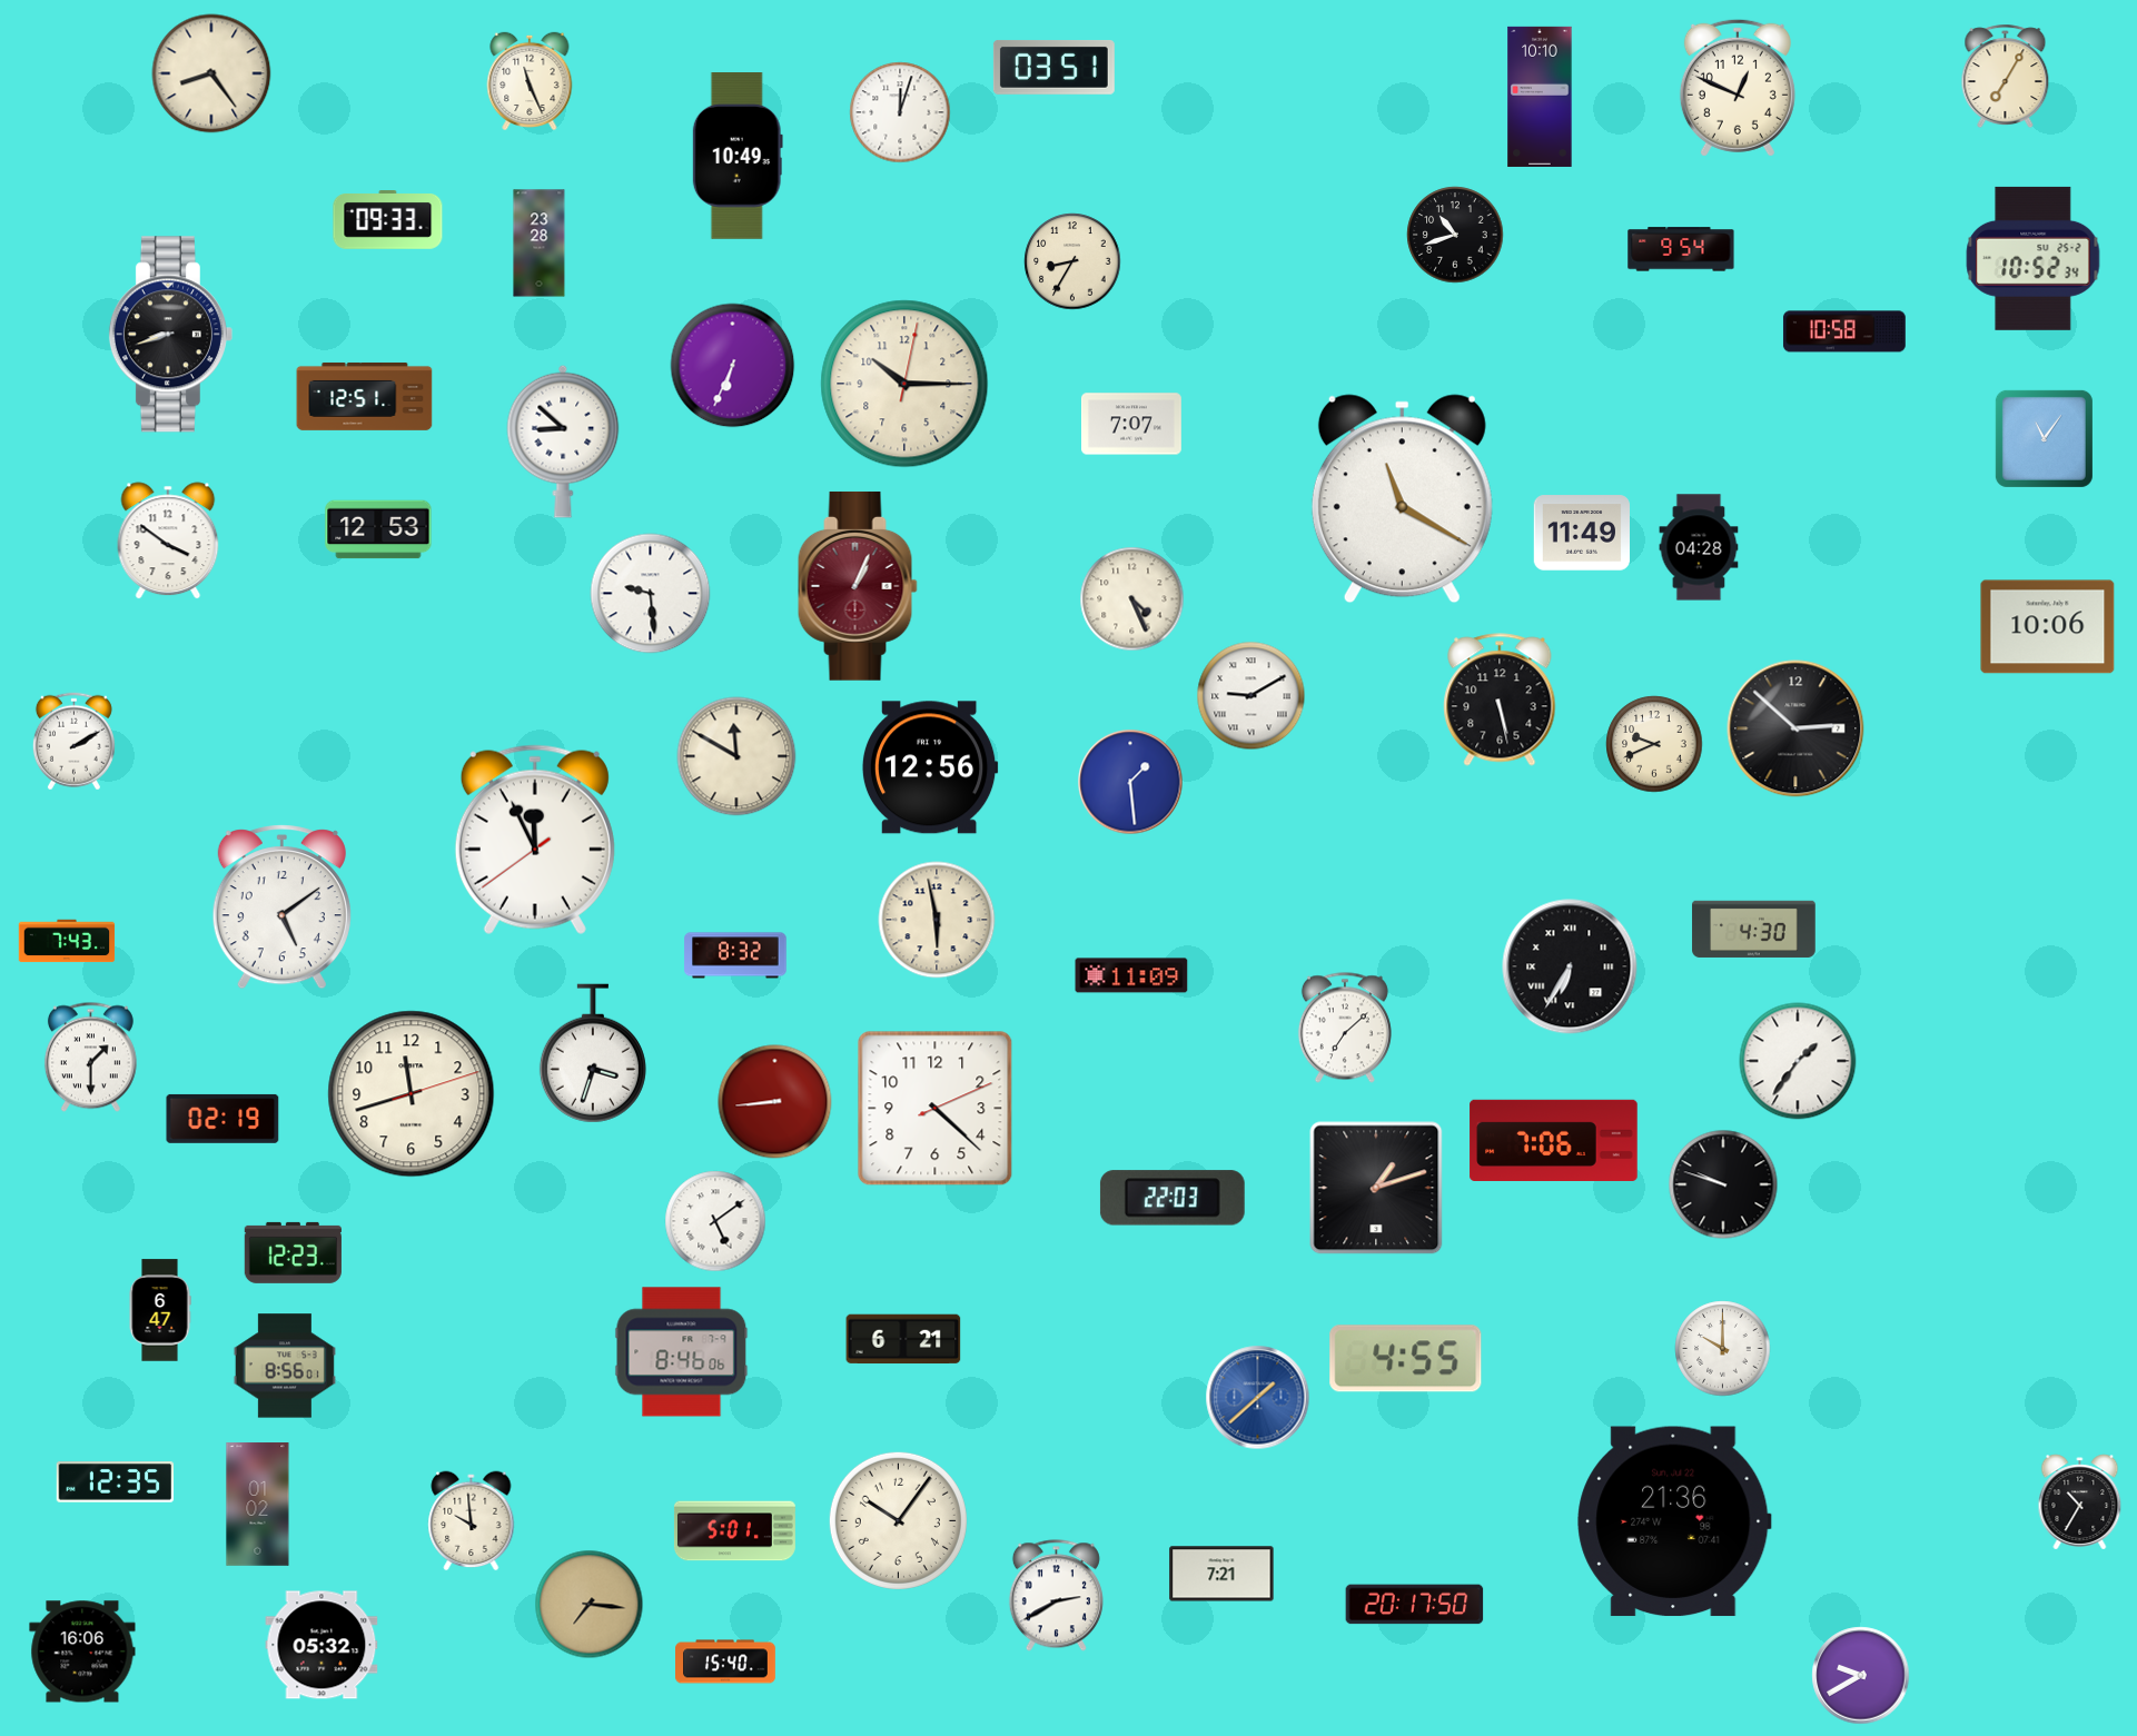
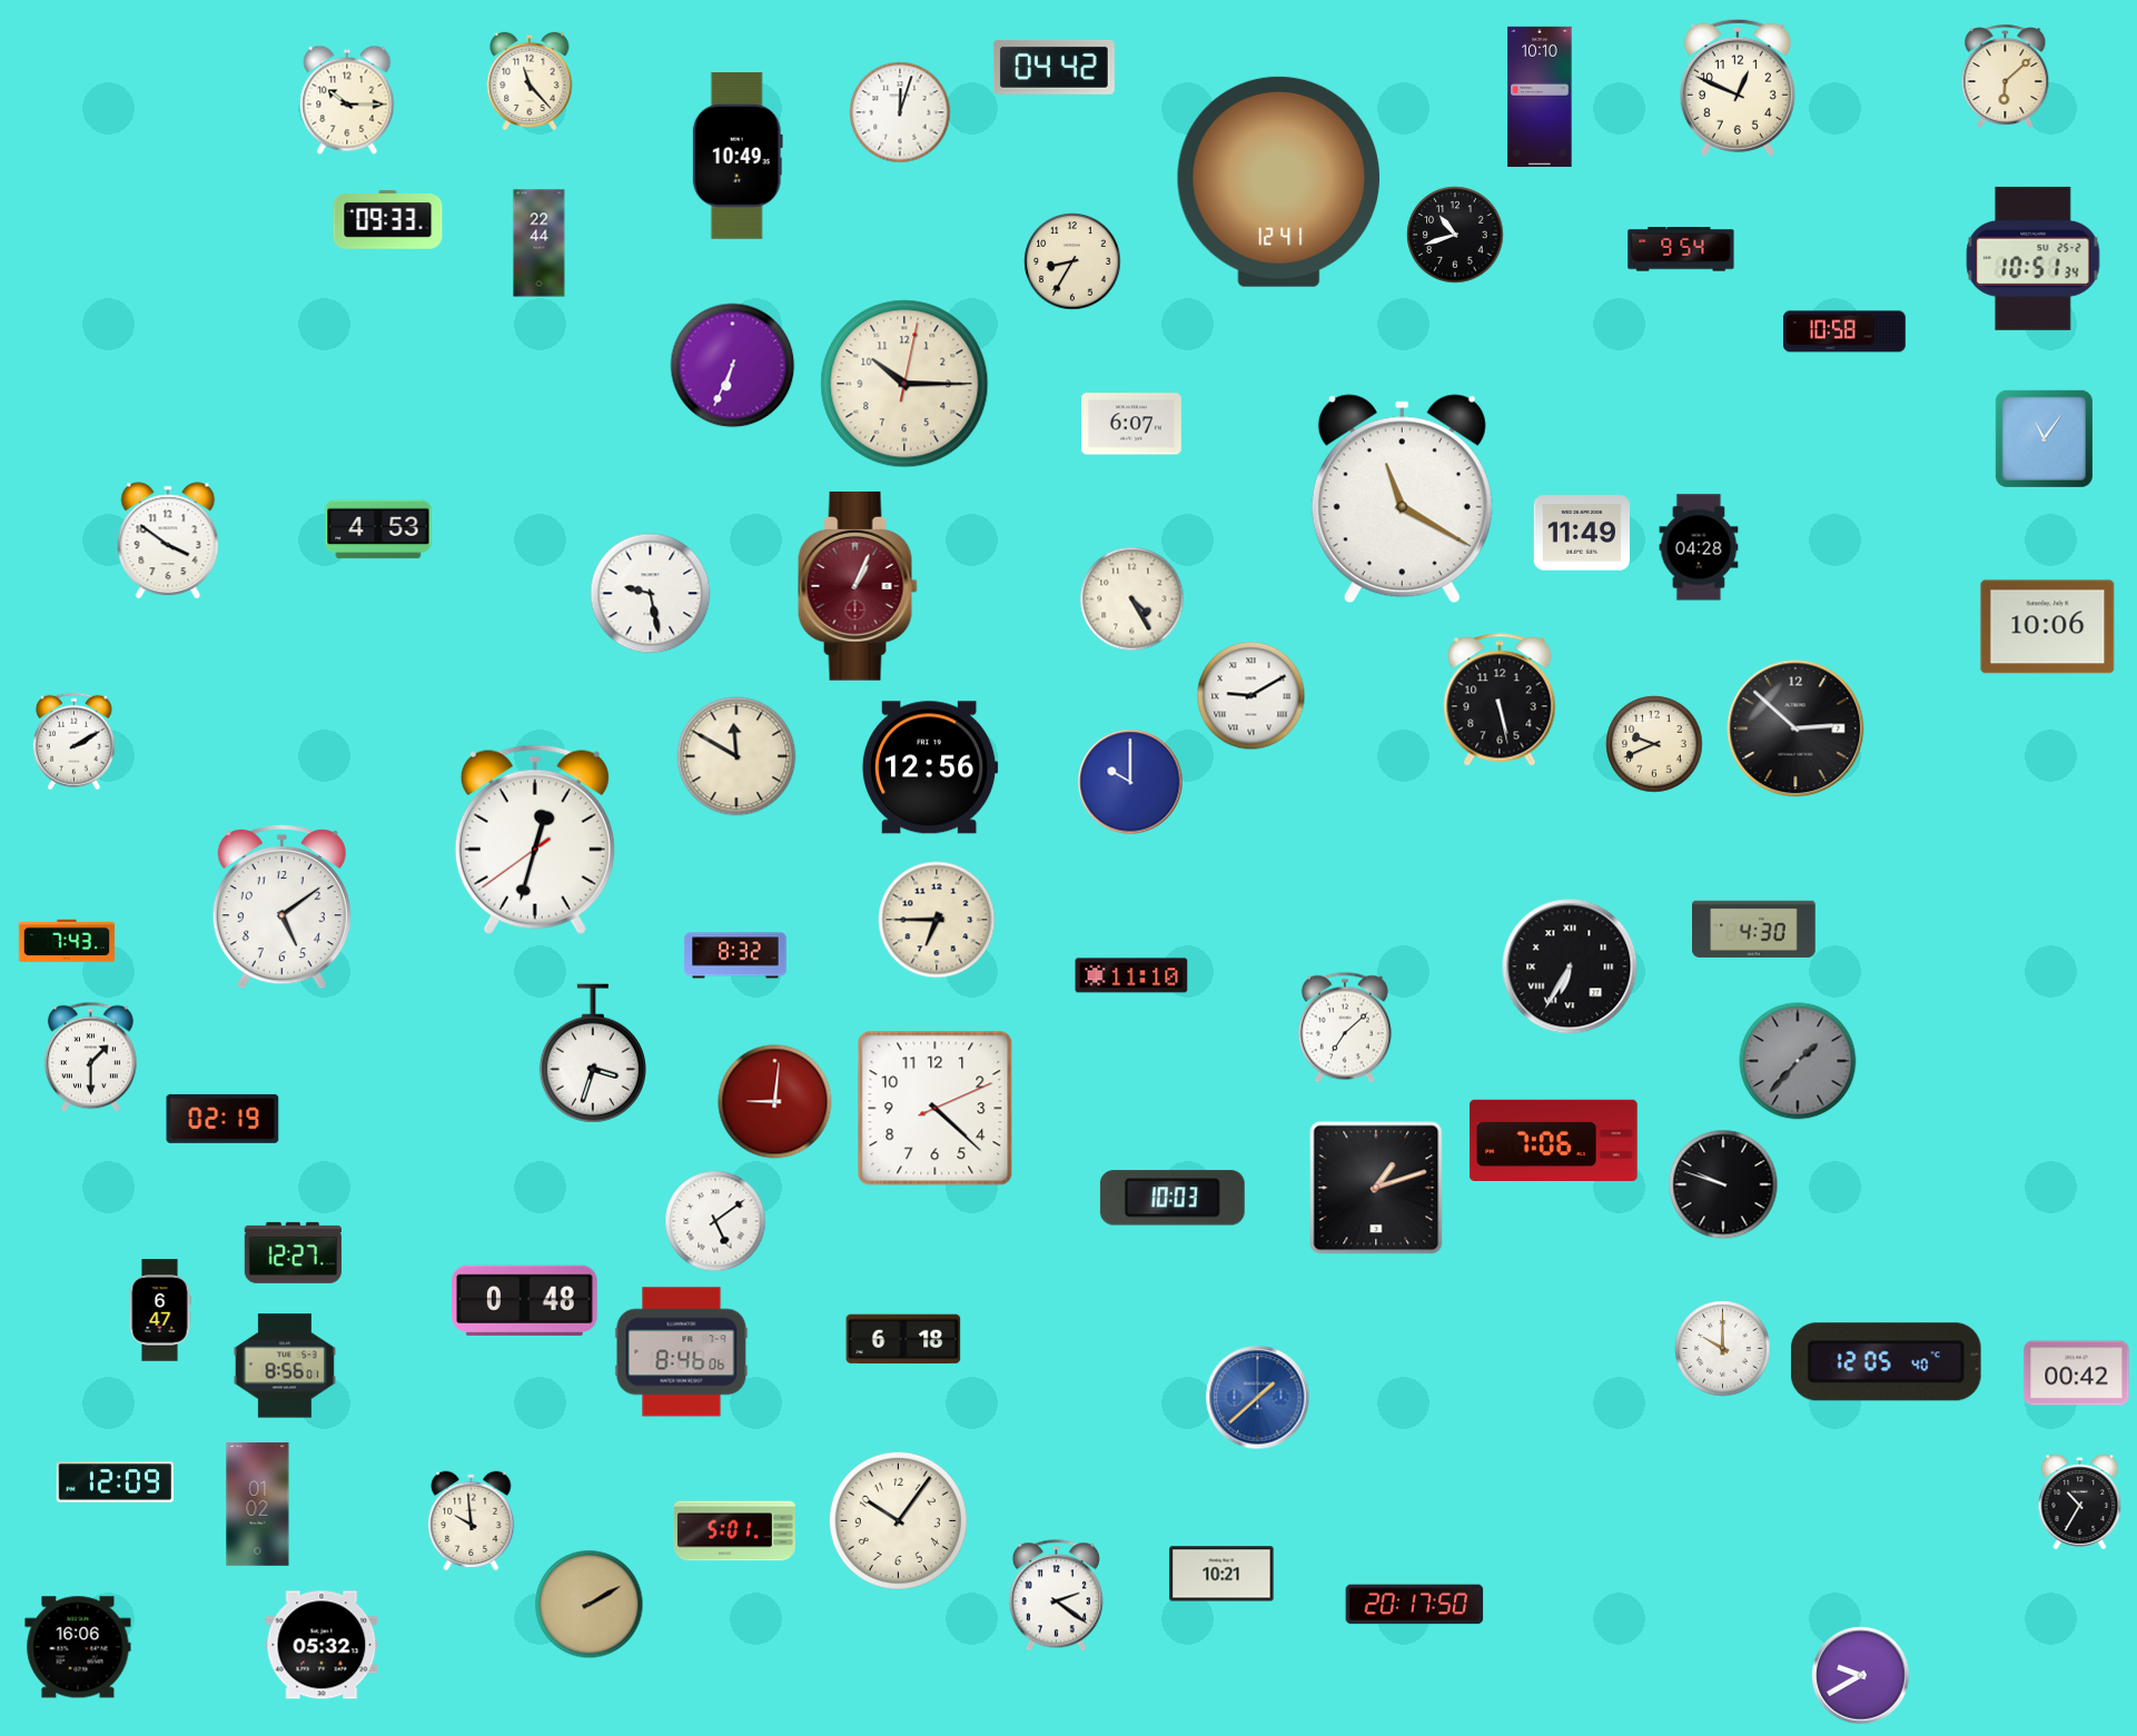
clock at (1053, 67): 03:51 -> 04:42
clock at (211, 73): 8:24 -> none
clock at (2006, 77): 7:05 -> 6:08
clock at (530, 80): 11:26 -> 11:23
clock at (347, 100): none -> 10:15
clock at (1278, 181): none -> 12:41
clock at (540, 244): 23:28 -> 22:44
clock at (2034, 258): 10:52 -> 10:51
clock at (170, 335): 8:42 -> none
clock at (365, 396): 12:51 -> none
clock at (1132, 424): 7:07 -> 6:07
clock at (563, 442): 8:52 -> none
clock at (378, 529): 12:53 -> 4:53
clock at (651, 594): 9:29 -> 9:28
clock at (1132, 599): 4:26 -> 4:25
clock at (1130, 782): 1:29 -> 10:00
clock at (535, 840): 11:55 -> 12:32
clock at (937, 920): 5:58 -> 6:45
clock at (1131, 975): 11:09 -> 11:10
clock at (1798, 1061): 1:36 -> 1:37
clock at (1798, 1061) dial: white -> grey
clock at (412, 1094): 11:42 -> none
clock at (775, 1102): 8:44 -> 9:01
clock at (1173, 1198): 22:03 -> 10:03
clock at (293, 1252): 12:23 -> 12:27
clock at (525, 1300): none -> 0:48
clock at (903, 1339): 6:21 -> 6:18
clock at (1406, 1359): 4:55 -> none
clock at (1886, 1362): none -> 12:05
clock at (2077, 1373): none -> 00:42
clock at (116, 1482): 12:35 -> 12:09
clock at (1674, 1521): 21:36 -> none
clock at (1221, 1574): 7:21 -> 10:21
clock at (1056, 1596): 2:40 -> 2:21
clock at (590, 1605): 7:16 -> 2:10
clock at (82, 1651) position: (82, 1651) -> (78, 1647)
clock at (726, 1661): 15:40 -> none
